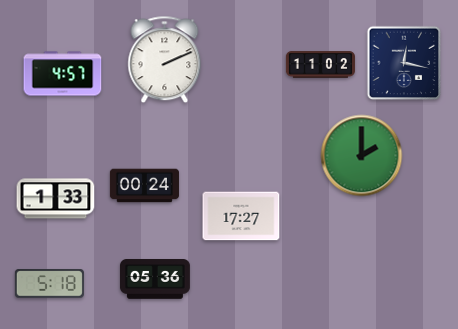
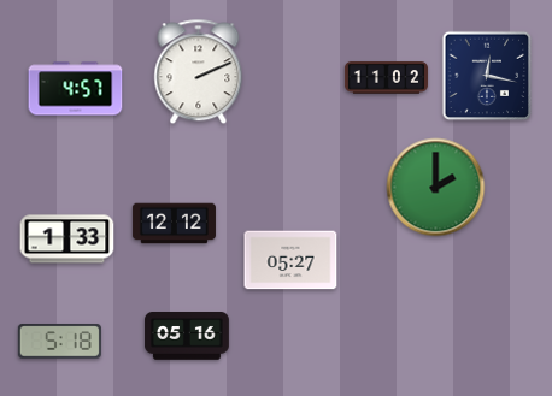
clock at (144, 186): 00:24 -> 12:12
clock at (241, 216): 17:27 -> 05:27
clock at (155, 279): 05:36 -> 05:16
